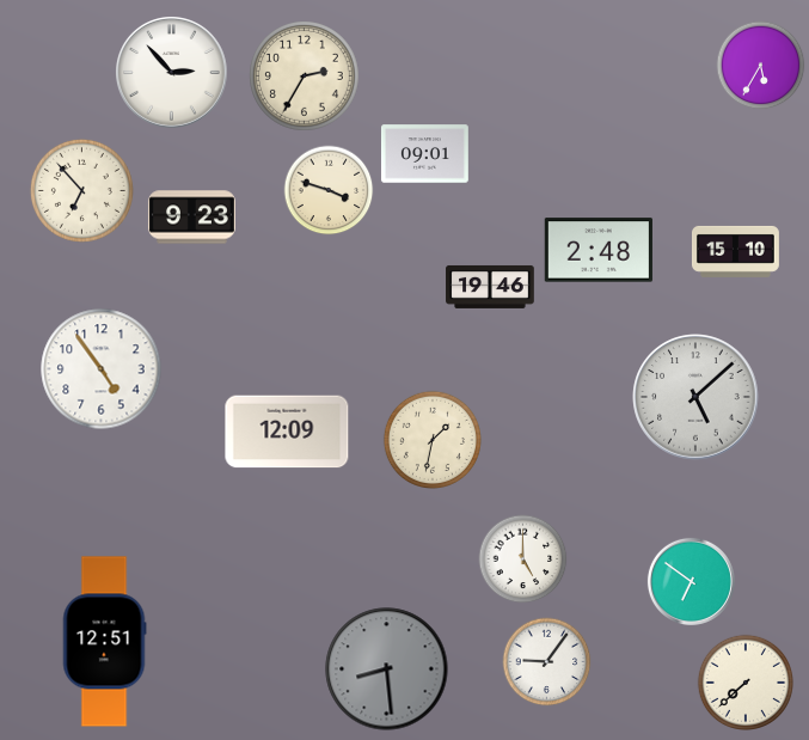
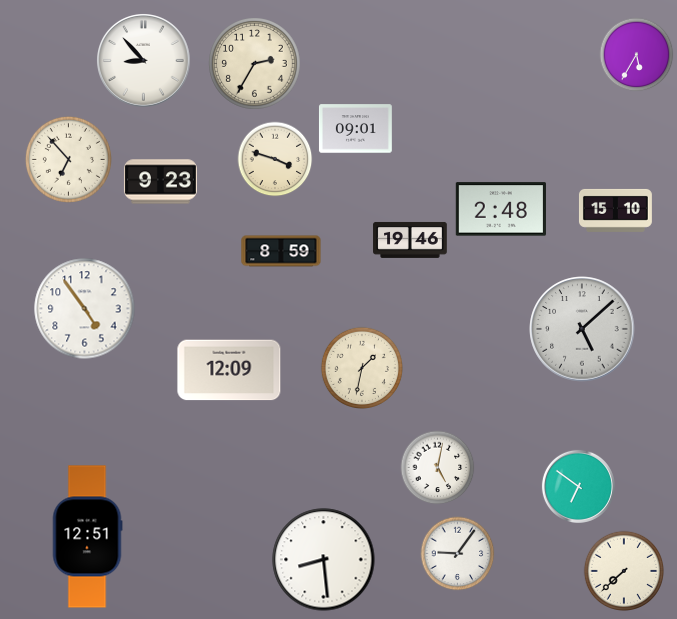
clock at (172, 73): 2:53 -> 8:53
clock at (281, 251): none -> 8:59
clock at (695, 397) position: (695, 397) -> (582, 329)
clock at (287, 432) position: (287, 432) -> (229, 370)
clock at (523, 559): 5:00 -> 5:02
clock at (387, 669) dial: grey -> white
